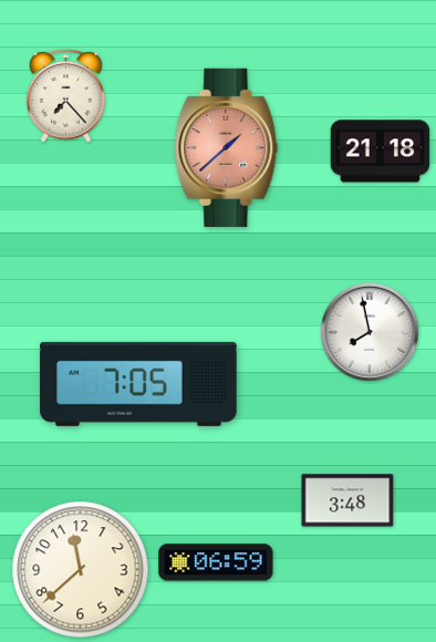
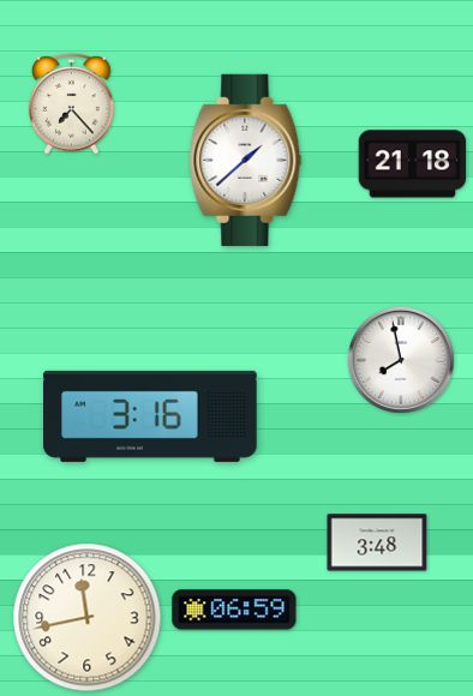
clock at (227, 147) dial: salmon -> white
clock at (138, 384): 7:05 -> 3:16
clock at (81, 570): 11:38 -> 11:43
